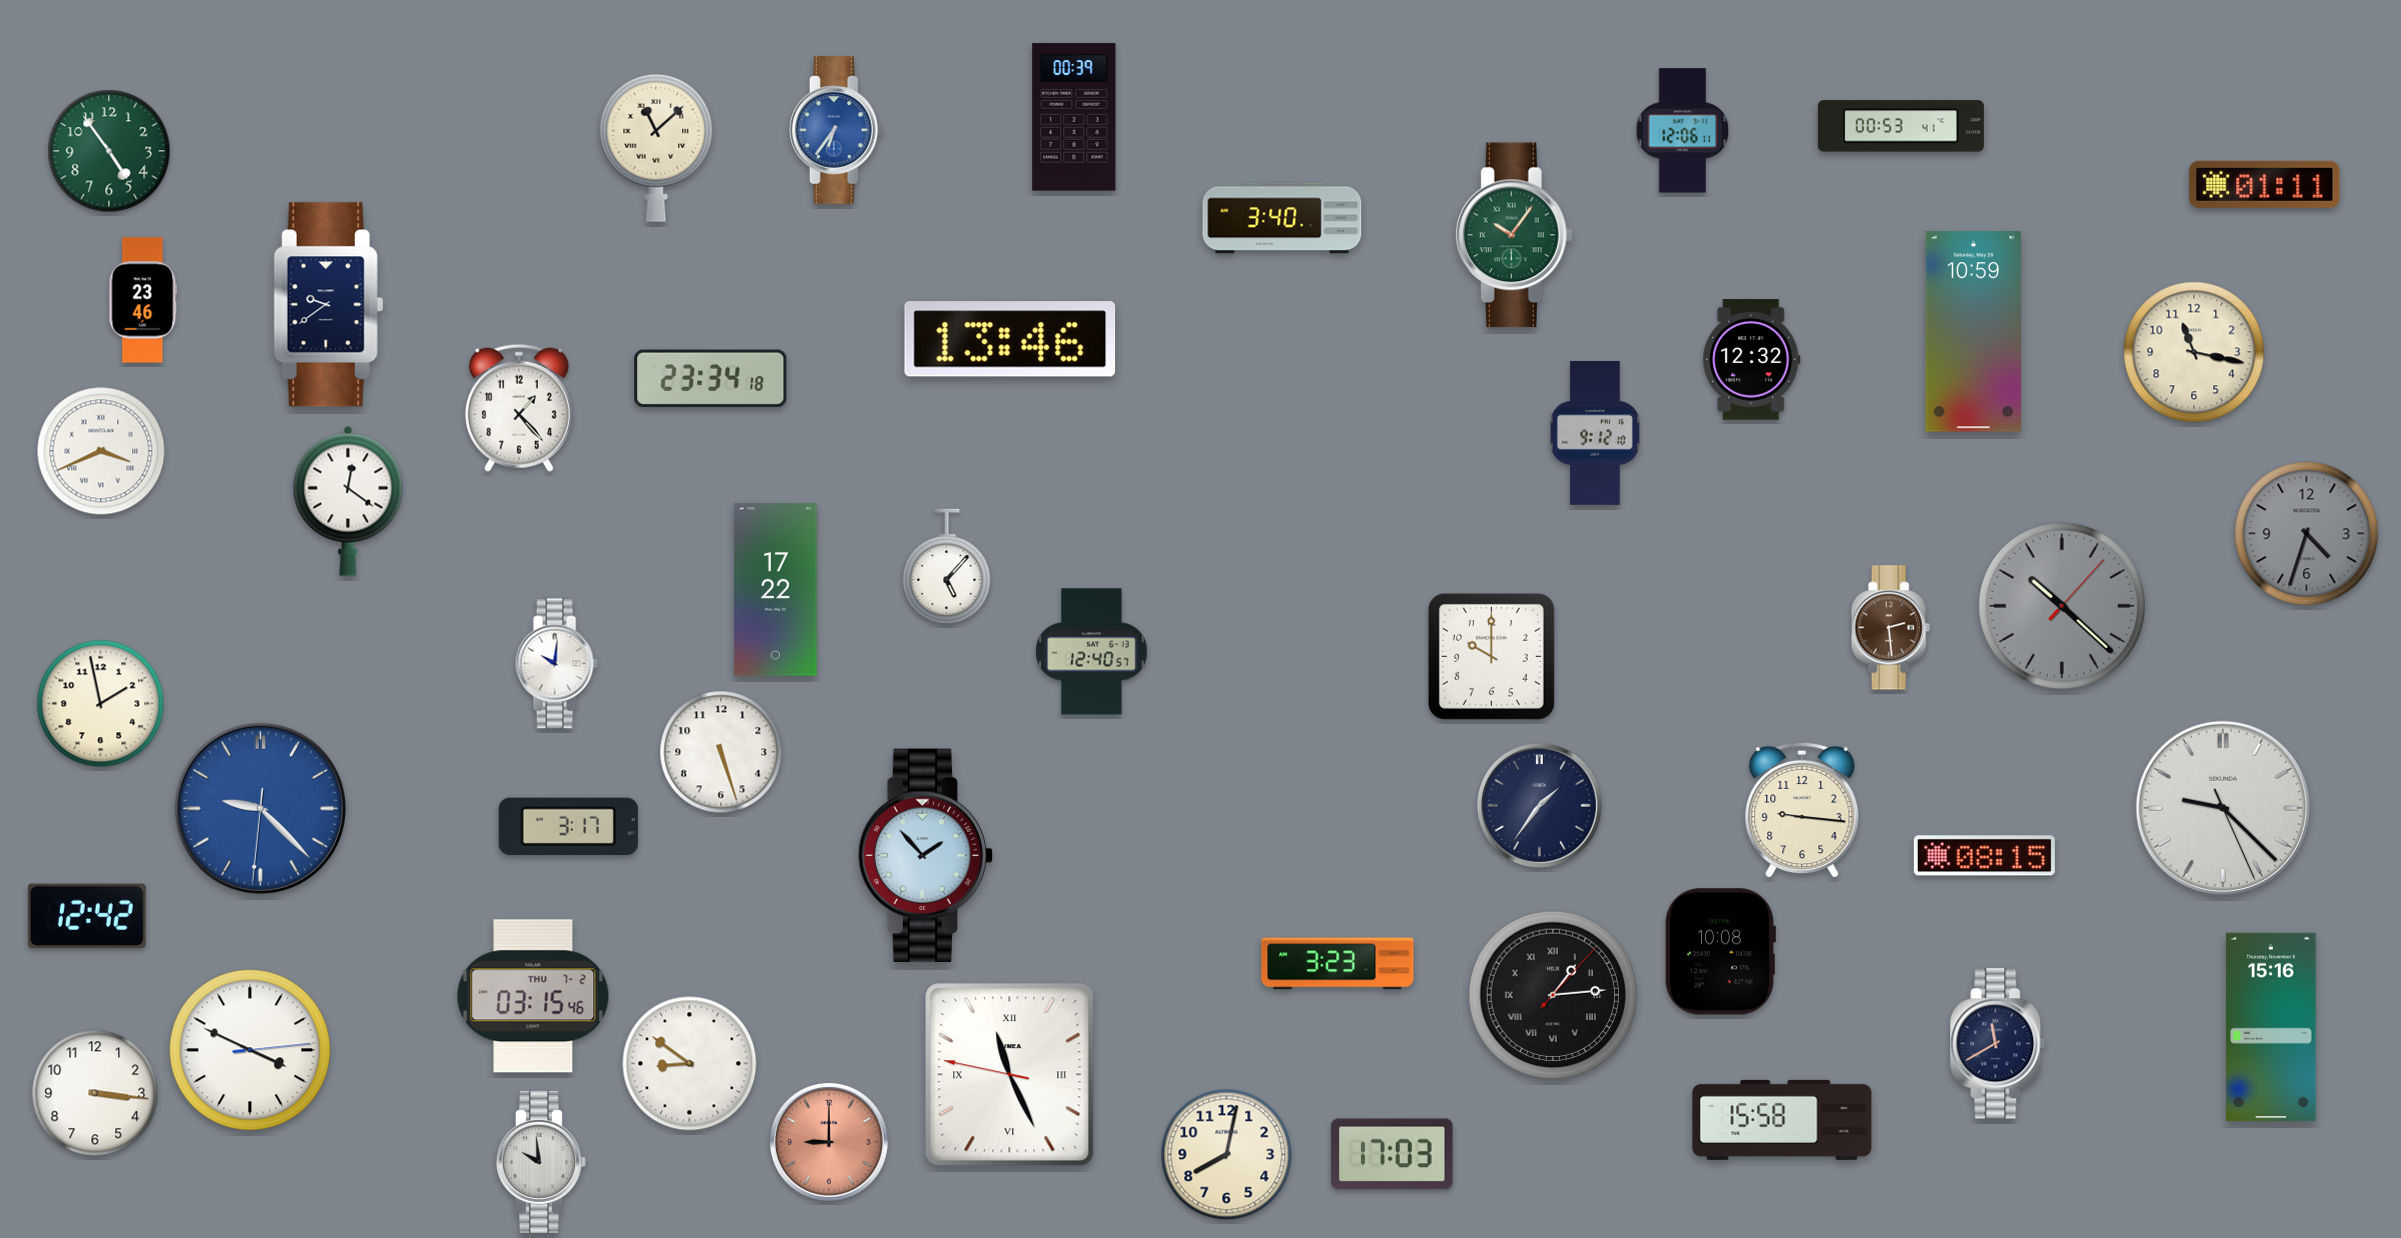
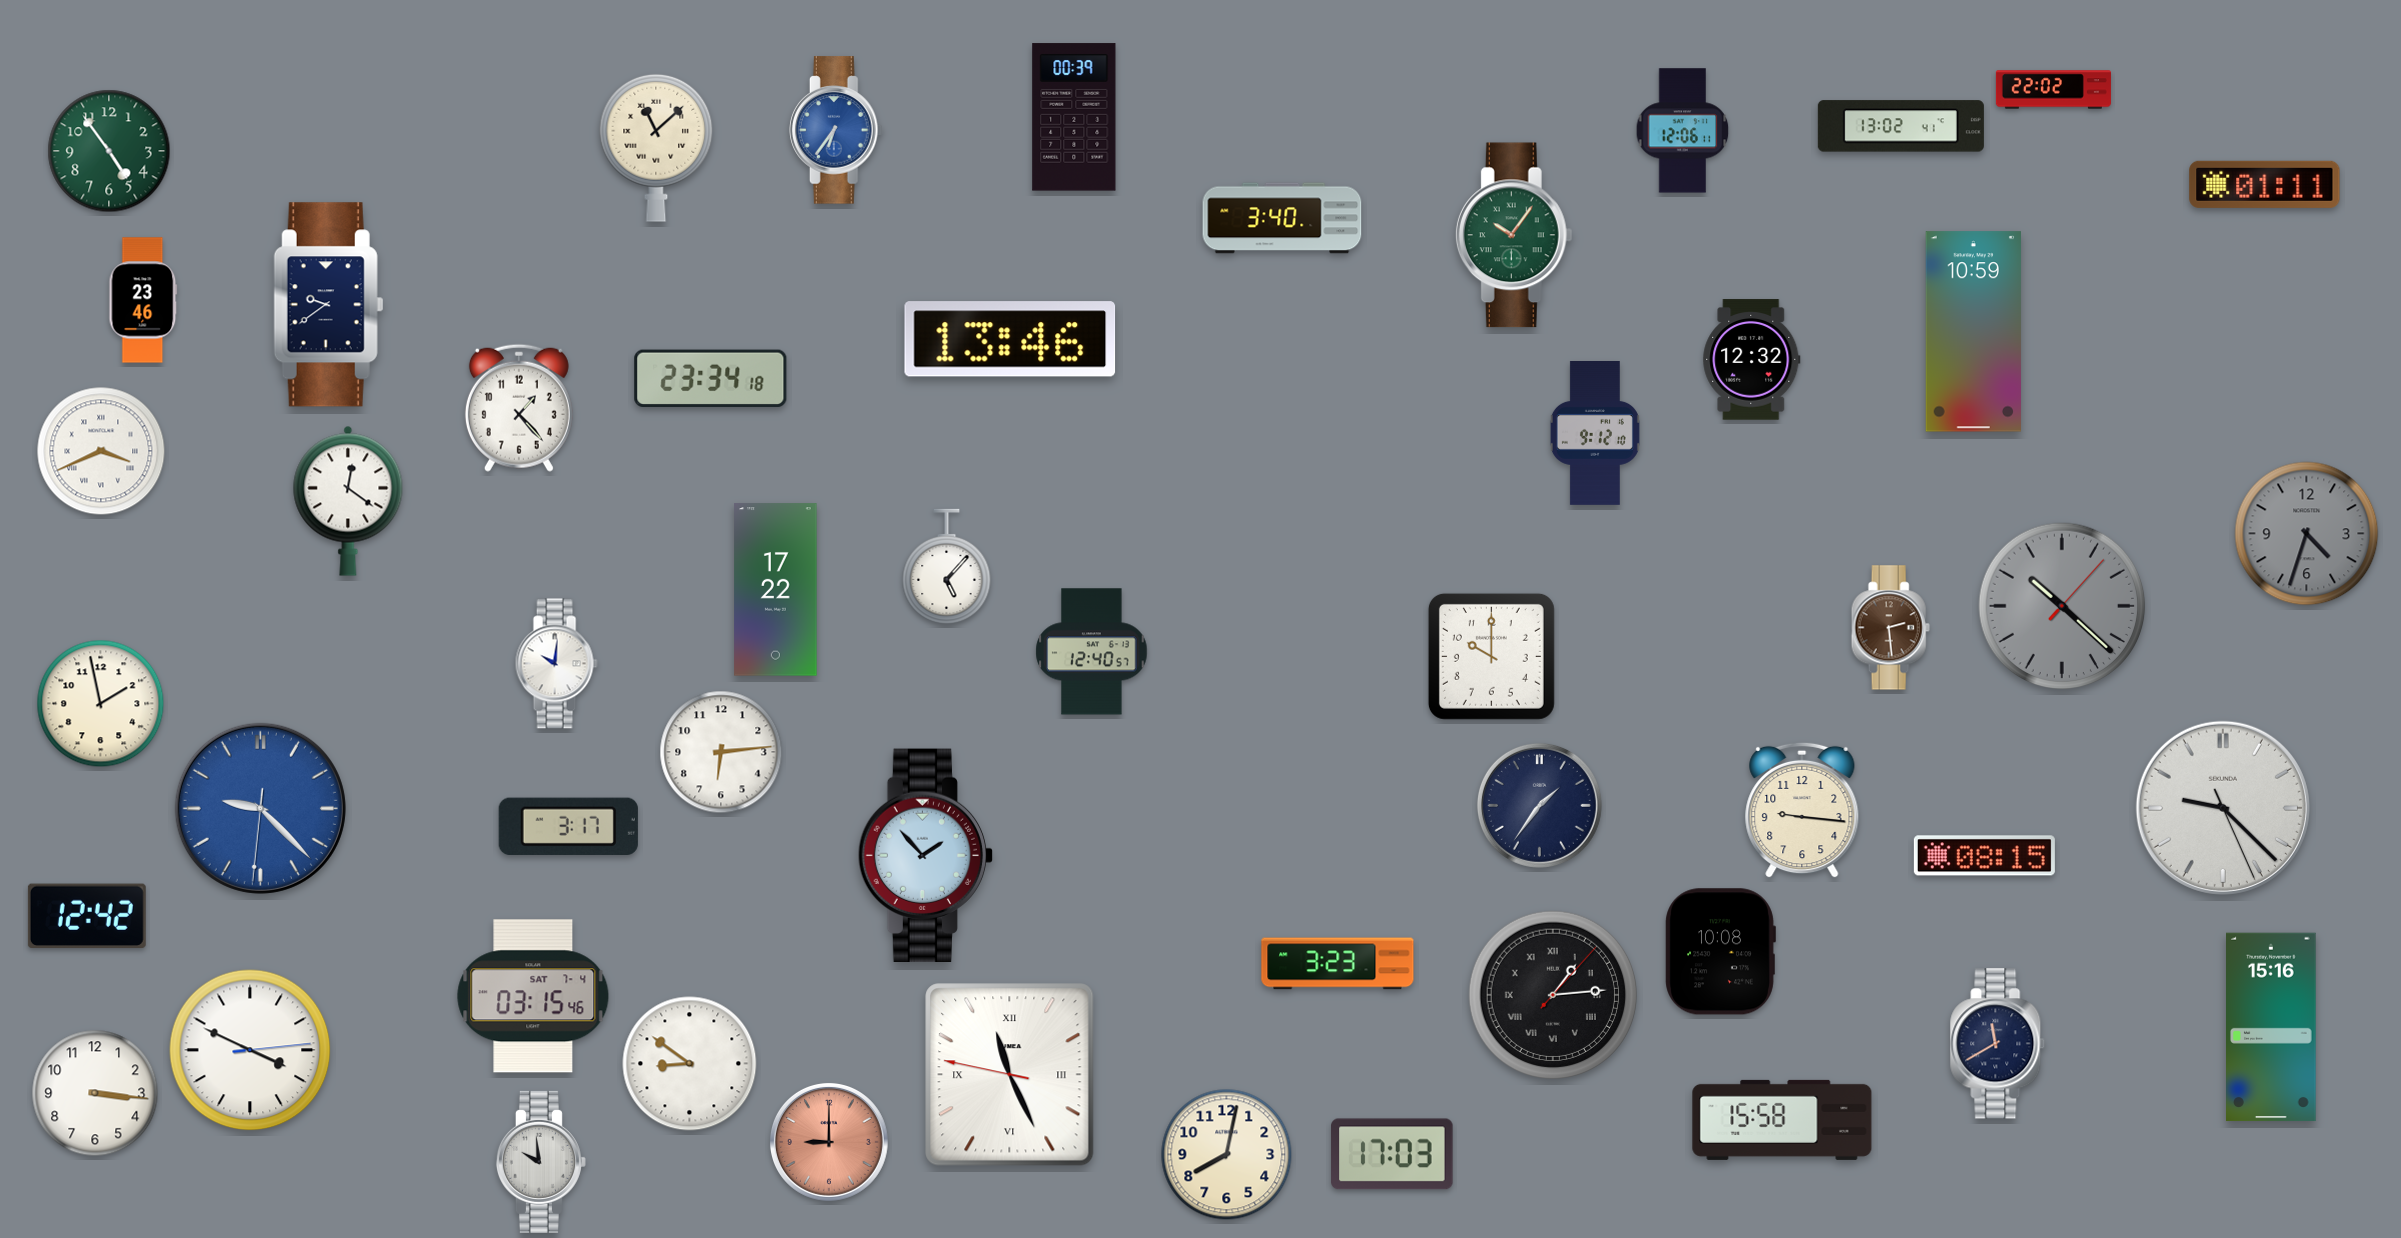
clock at (2053, 90): none -> 22:02
clock at (1901, 126): 00:53 -> 13:02
clock at (2194, 352): 11:17 -> none
clock at (721, 752): 5:27 -> 6:14
clock at (533, 996) date: THU 7-2 -> SAT 7-4
